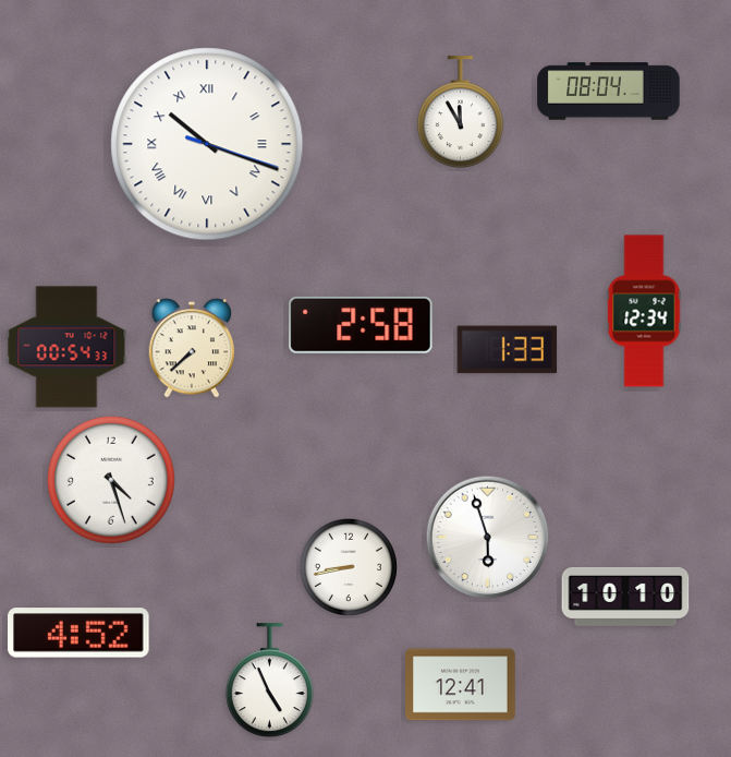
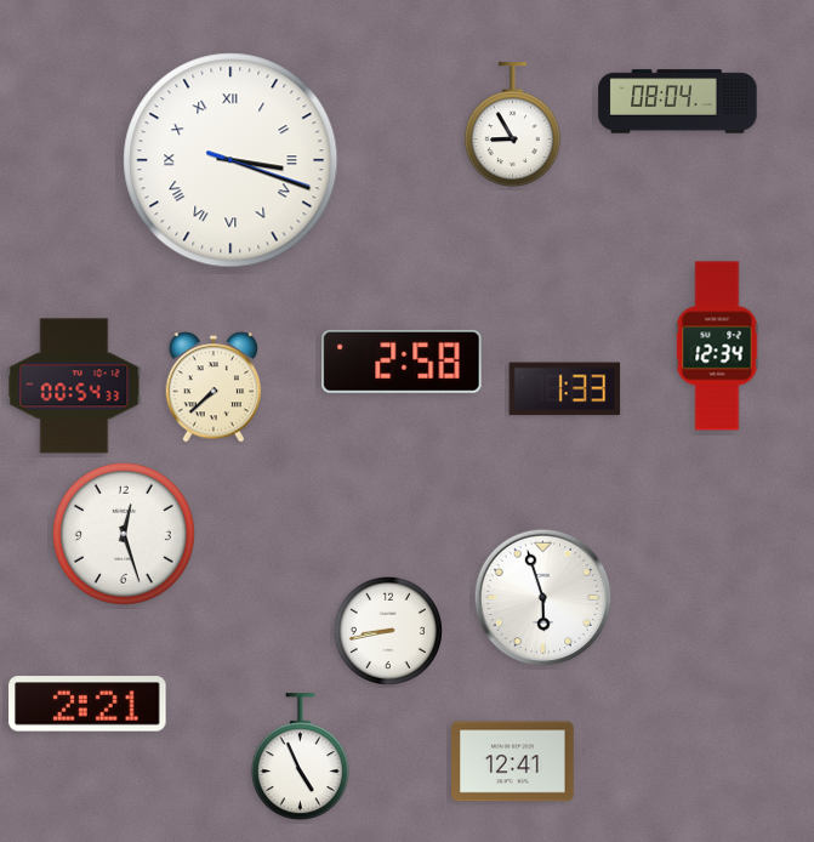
clock at (460, 112): 11:55 -> 8:55
clock at (207, 144): 10:18 -> 3:18
clock at (111, 480): 4:27 -> 12:27
clock at (625, 597): 10:10 -> none
clock at (78, 633): 4:52 -> 2:21
